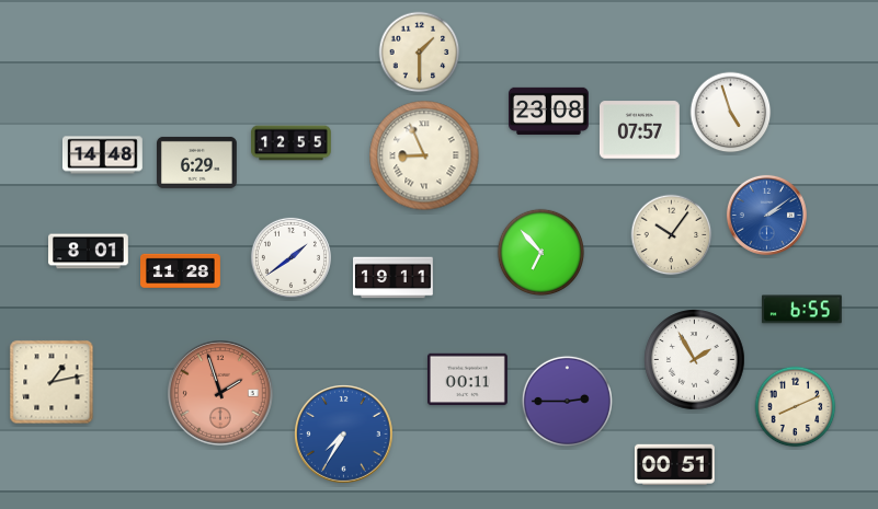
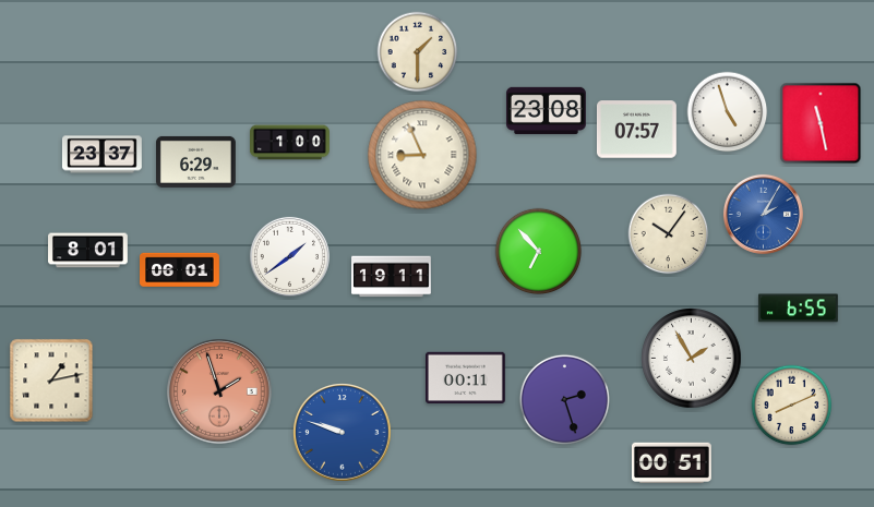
clock at (821, 123): none -> 11:28
clock at (292, 143): 12:55 -> 1:00
clock at (102, 155): 14:48 -> 23:37
clock at (766, 215): 2:09 -> 2:05
clock at (181, 271): 11:28 -> 06:01
clock at (567, 401): 2:45 -> 2:27
clock at (344, 435): 7:35 -> 9:48
